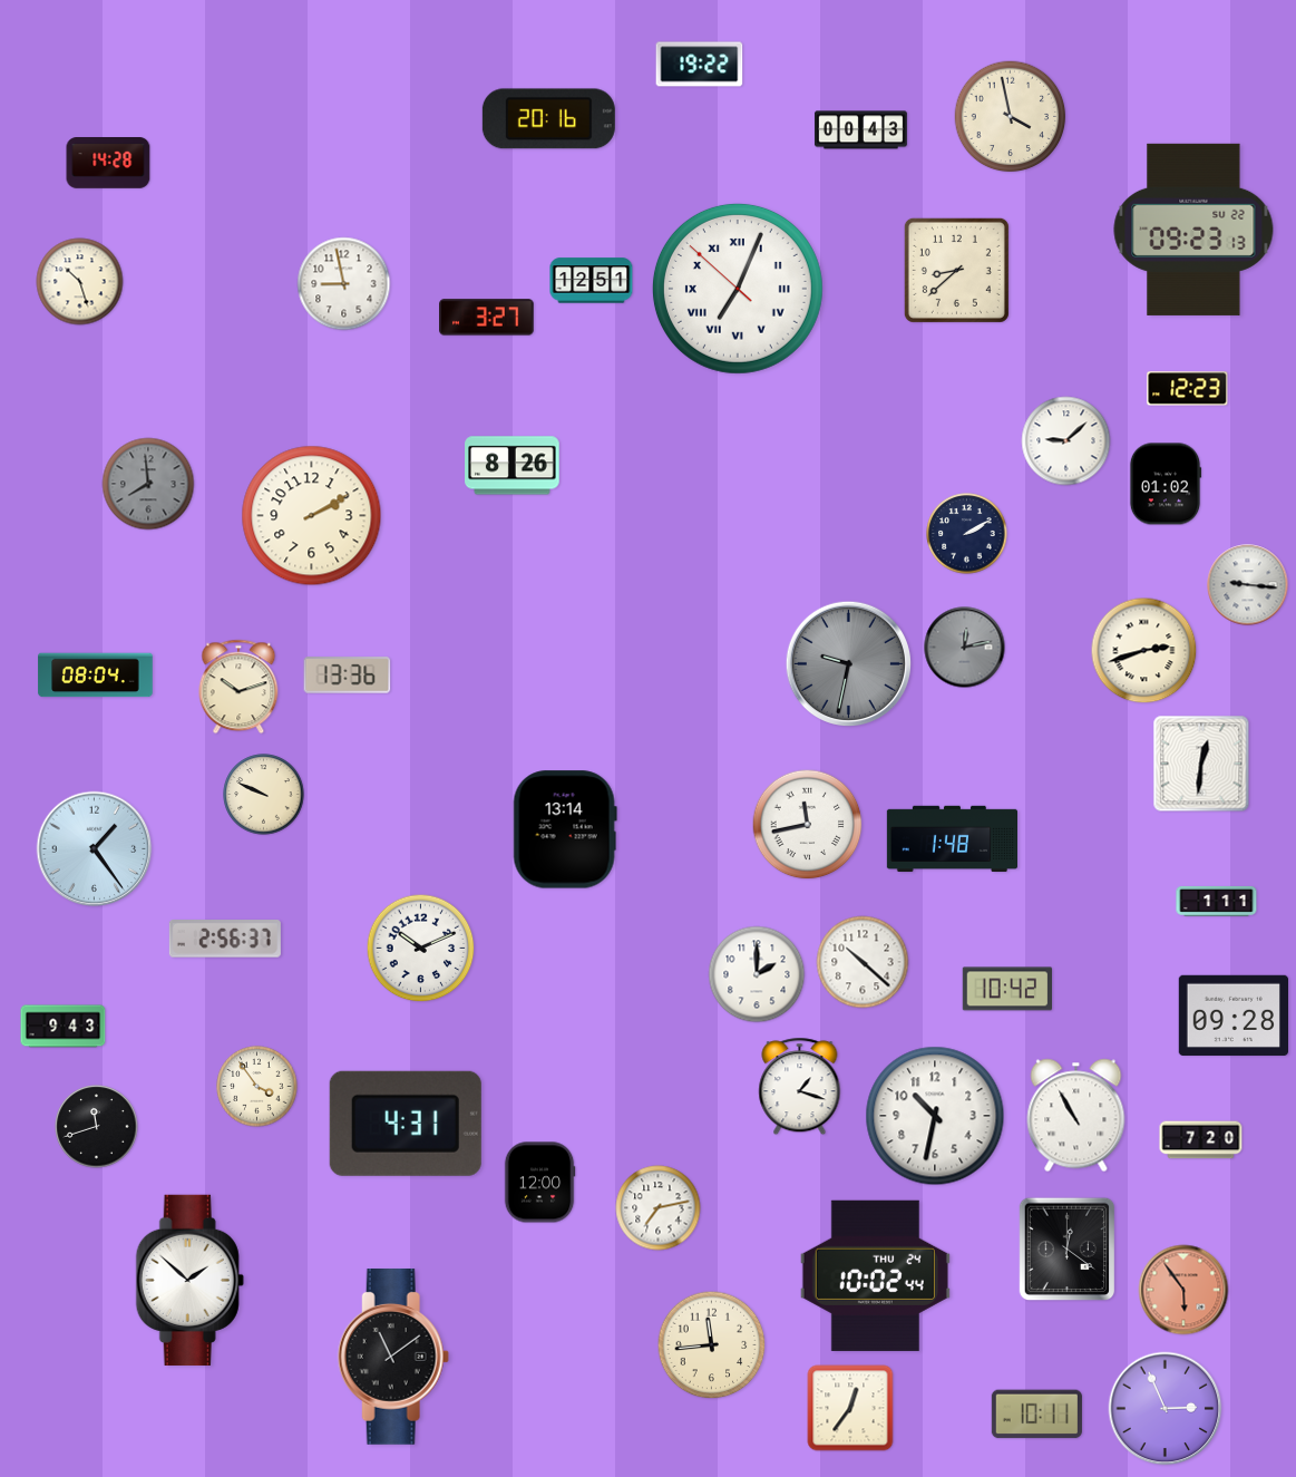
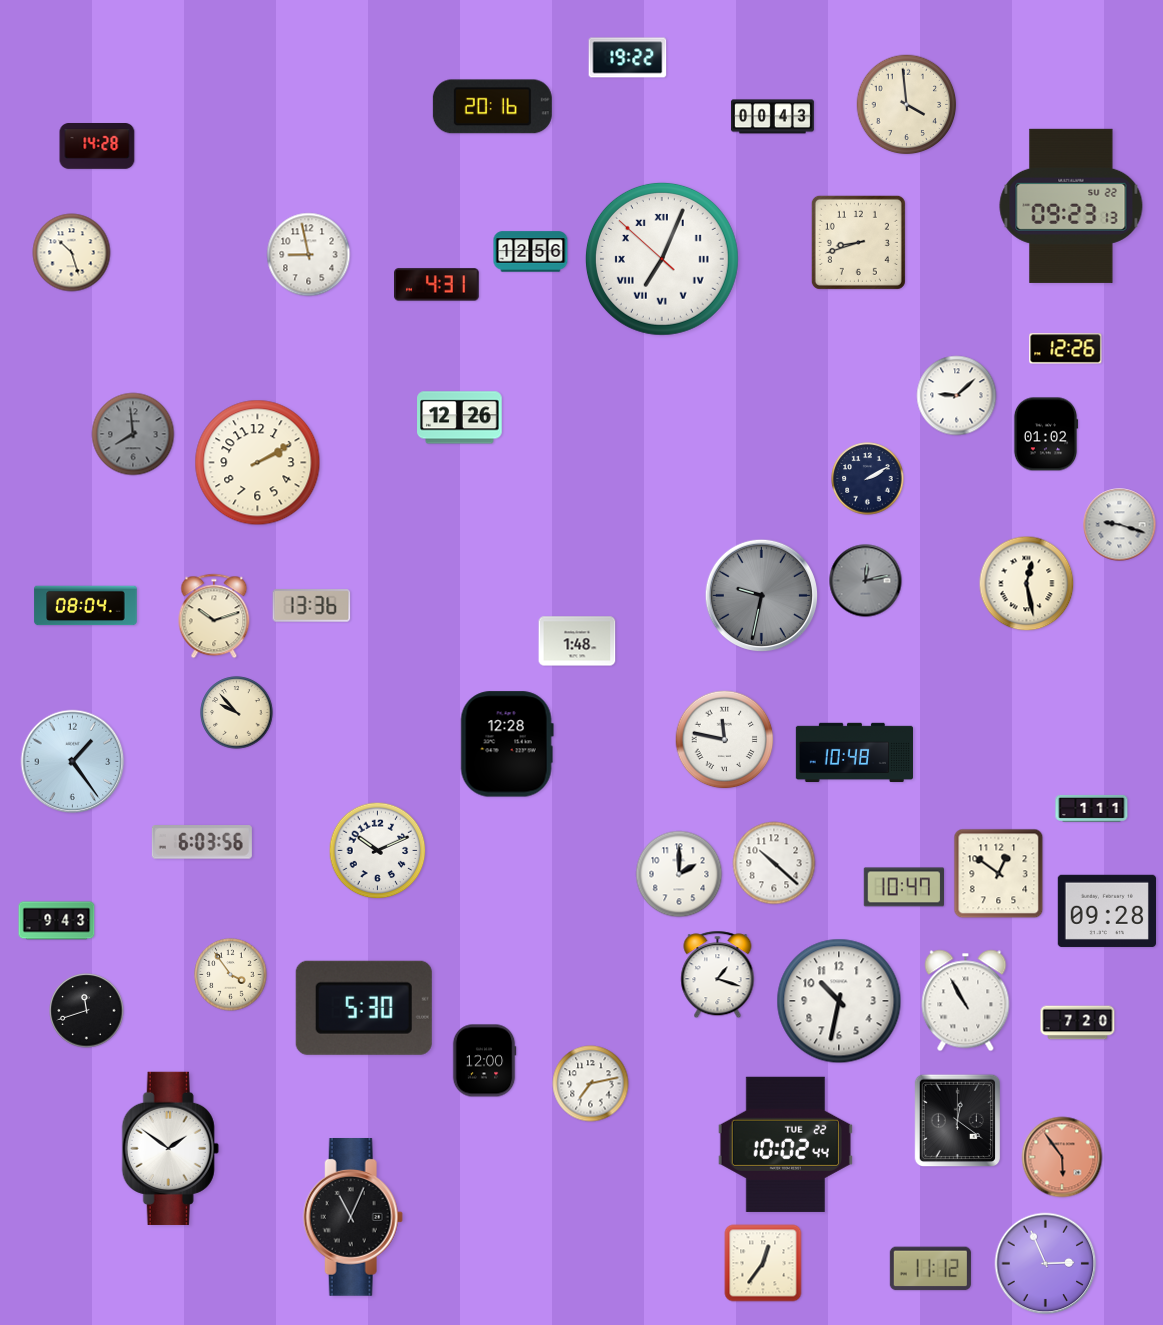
clock at (1011, 117): 3:58 -> 3:59
clock at (956, 270): 8:38 -> 8:42
clock at (592, 281): 12:51 -> 12:56
clock at (487, 318): 3:27 -> 4:31
clock at (1188, 389): 12:23 -> 12:26
clock at (513, 466): 8:26 -> 12:26
clock at (312, 516) position: (312, 516) -> (258, 463)
clock at (1248, 585): 9:16 -> 9:18
clock at (1144, 651): 2:42 -> 12:28
clock at (577, 641): none -> 1:48
clock at (1201, 764): 12:31 -> none
clock at (264, 795): 9:49 -> 9:53
clock at (808, 825): 11:43 -> 11:47
clock at (565, 829): 13:14 -> 12:28
clock at (952, 839): 1:48 -> 10:48
clock at (95, 849) position: (95, 849) -> (73, 762)
clock at (225, 939): 2:56 -> 6:03
clock at (999, 874): none -> 12:51
clock at (1006, 989): 10:42 -> 10:47
clock at (406, 1124): 4:31 -> 5:30
clock at (875, 1275) date: THU 24 -> TUE 22
clock at (189, 1280): 1:52 -> 1:51
clock at (712, 1345): 11:44 -> none
clock at (393, 1358): 11:09 -> 11:04
clock at (1036, 1415): 10:11 -> 11:12
